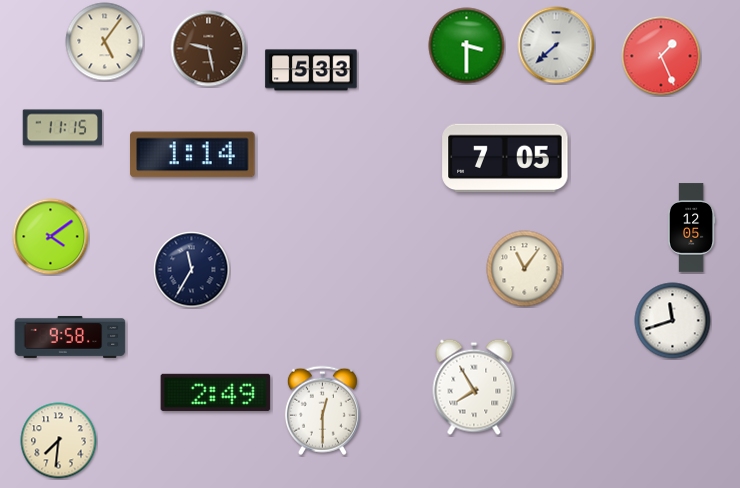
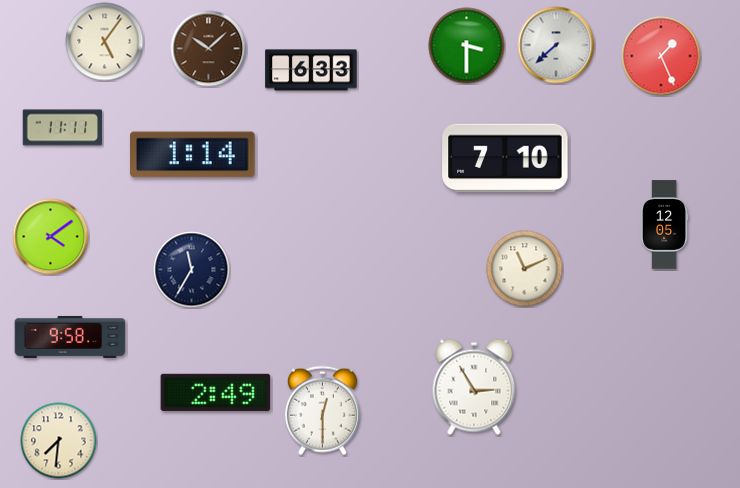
clock at (209, 49): 9:28 -> 10:08
clock at (311, 70): 5:33 -> 6:33
clock at (63, 128): 11:15 -> 11:11
clock at (505, 158): 7:05 -> 7:10
clock at (691, 228) position: (691, 228) -> (664, 225)
clock at (525, 269): 11:06 -> 11:11
clock at (673, 321): 11:42 -> none
clock at (474, 387): 7:55 -> 2:55
